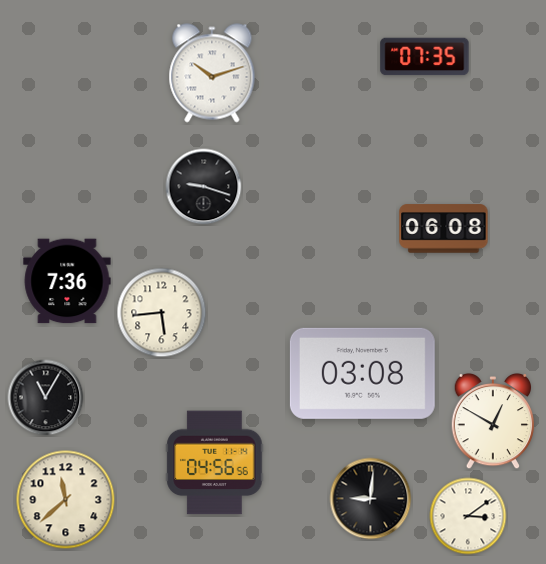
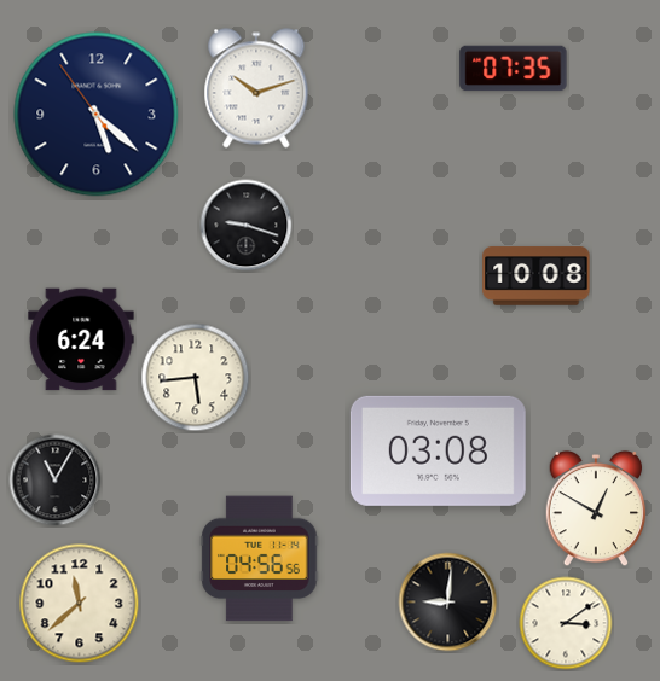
clock at (97, 115): none -> 5:21
clock at (444, 229): 06:08 -> 10:08
clock at (67, 281): 7:36 -> 6:24
